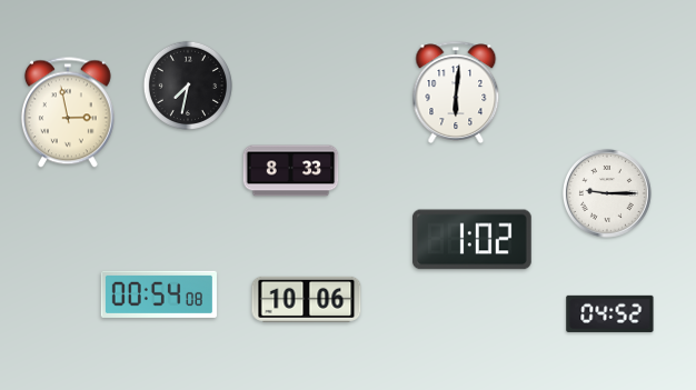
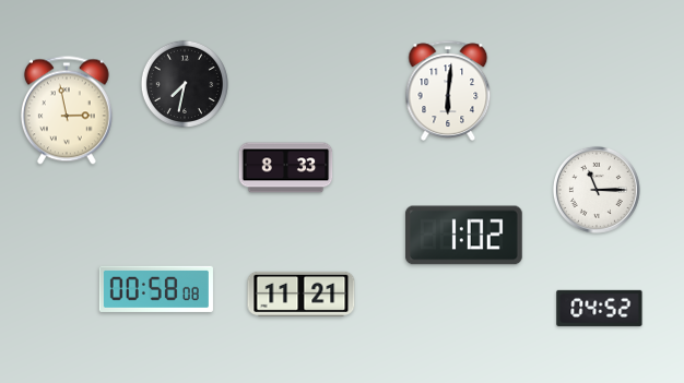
clock at (607, 193): 9:15 -> 11:15
clock at (159, 294): 00:54 -> 00:58
clock at (307, 299): 10:06 -> 11:21
